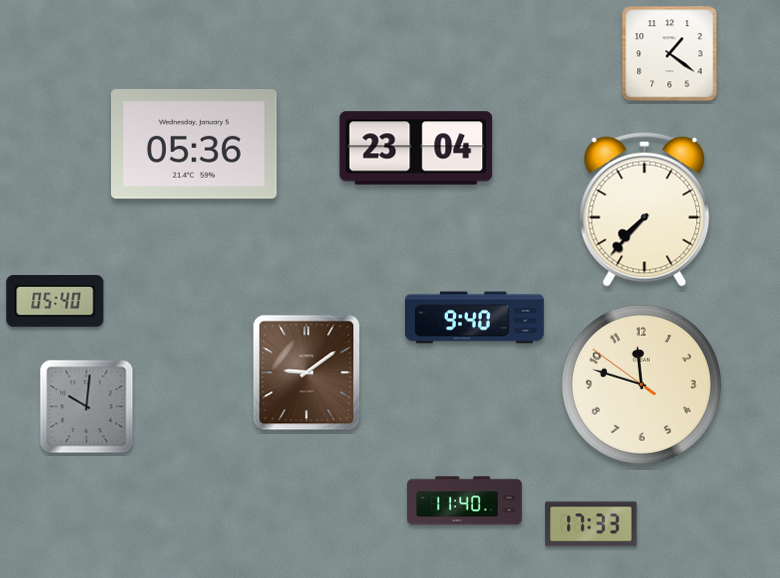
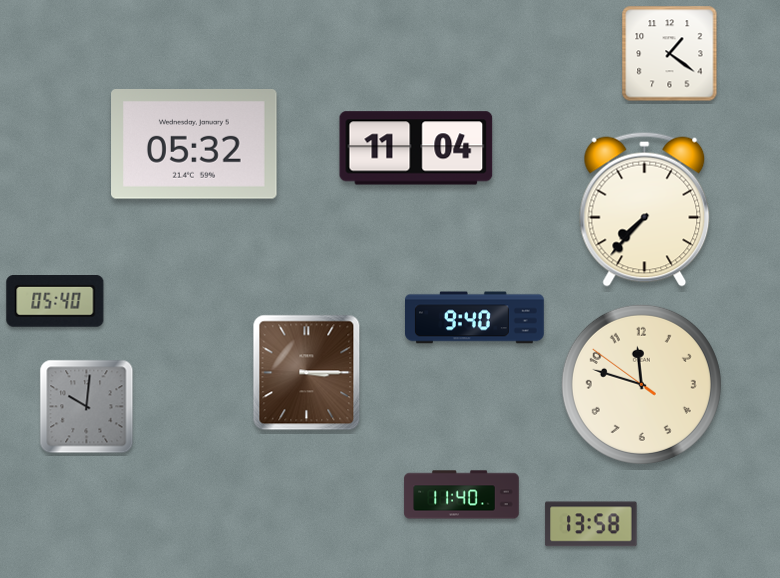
clock at (195, 145): 05:36 -> 05:32
clock at (416, 148): 23:04 -> 11:04
clock at (307, 373): 9:09 -> 3:15
clock at (465, 501) position: (465, 501) -> (462, 495)
clock at (591, 524): 17:33 -> 13:58
